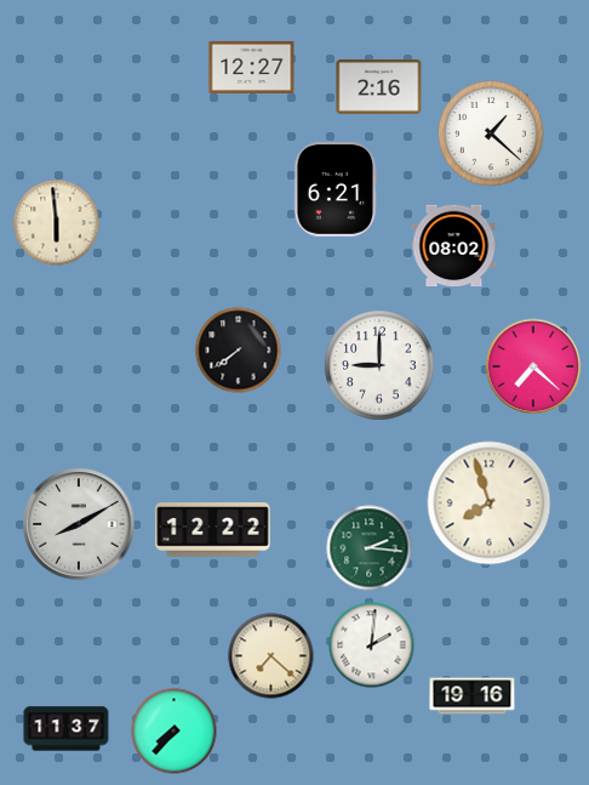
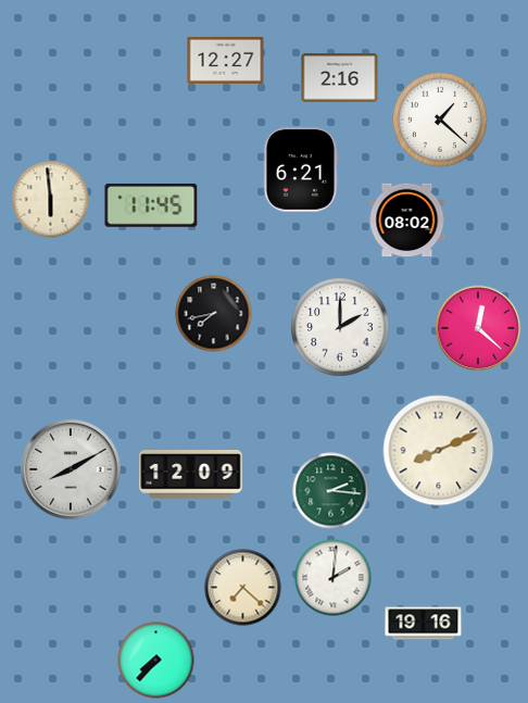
clock at (151, 205): none -> 11:45
clock at (239, 351): 7:39 -> 7:43
clock at (379, 365): 9:00 -> 2:00
clock at (533, 366): 7:22 -> 12:22
clock at (490, 504): 7:57 -> 8:11
clock at (213, 530): 12:22 -> 12:09
clock at (67, 729): 11:37 -> none
clock at (175, 732) position: (175, 732) -> (156, 661)
